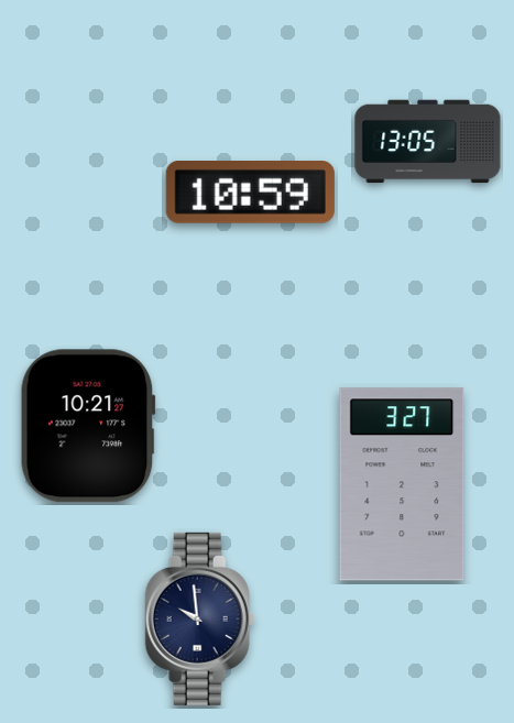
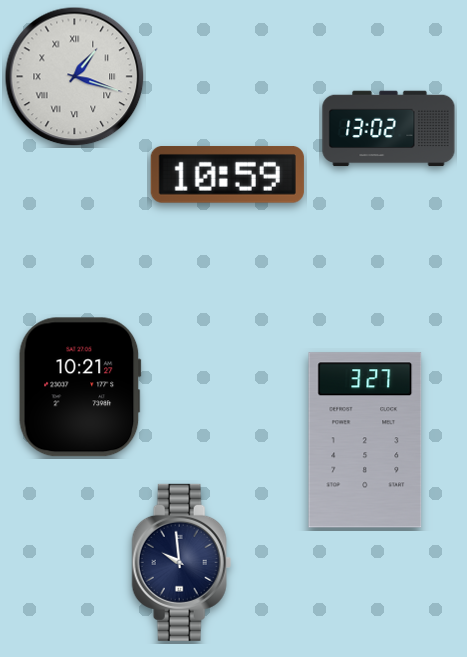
clock at (75, 77): none -> 1:18
clock at (428, 142): 13:05 -> 13:02
